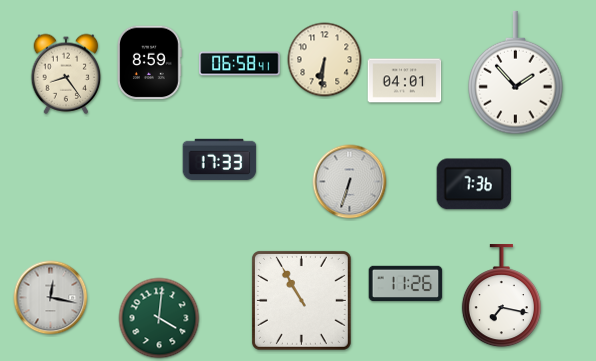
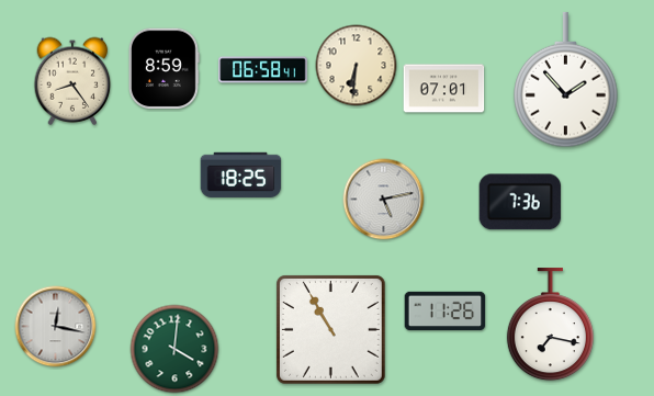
clock at (405, 81): 04:01 -> 07:01
clock at (220, 159): 17:33 -> 18:25
clock at (350, 182): 6:33 -> 5:13
